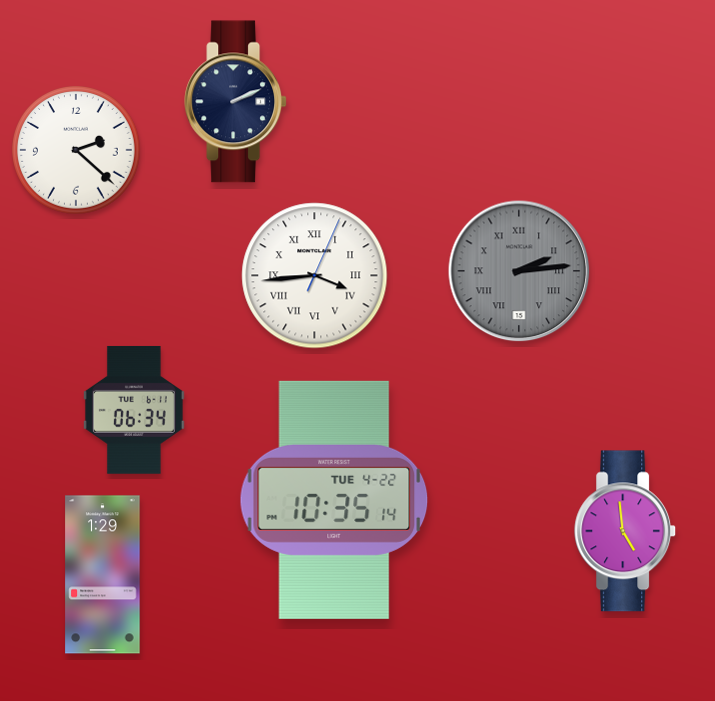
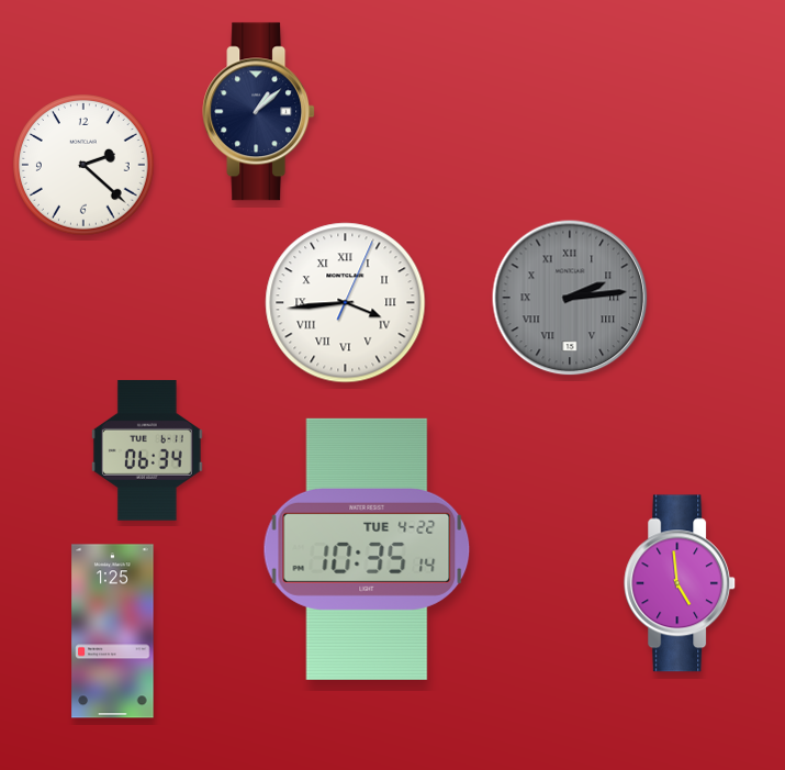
clock at (236, 102): 2:11 -> 1:08
clock at (626, 531) position: (626, 531) -> (681, 583)
clock at (103, 575): 1:29 -> 1:25
